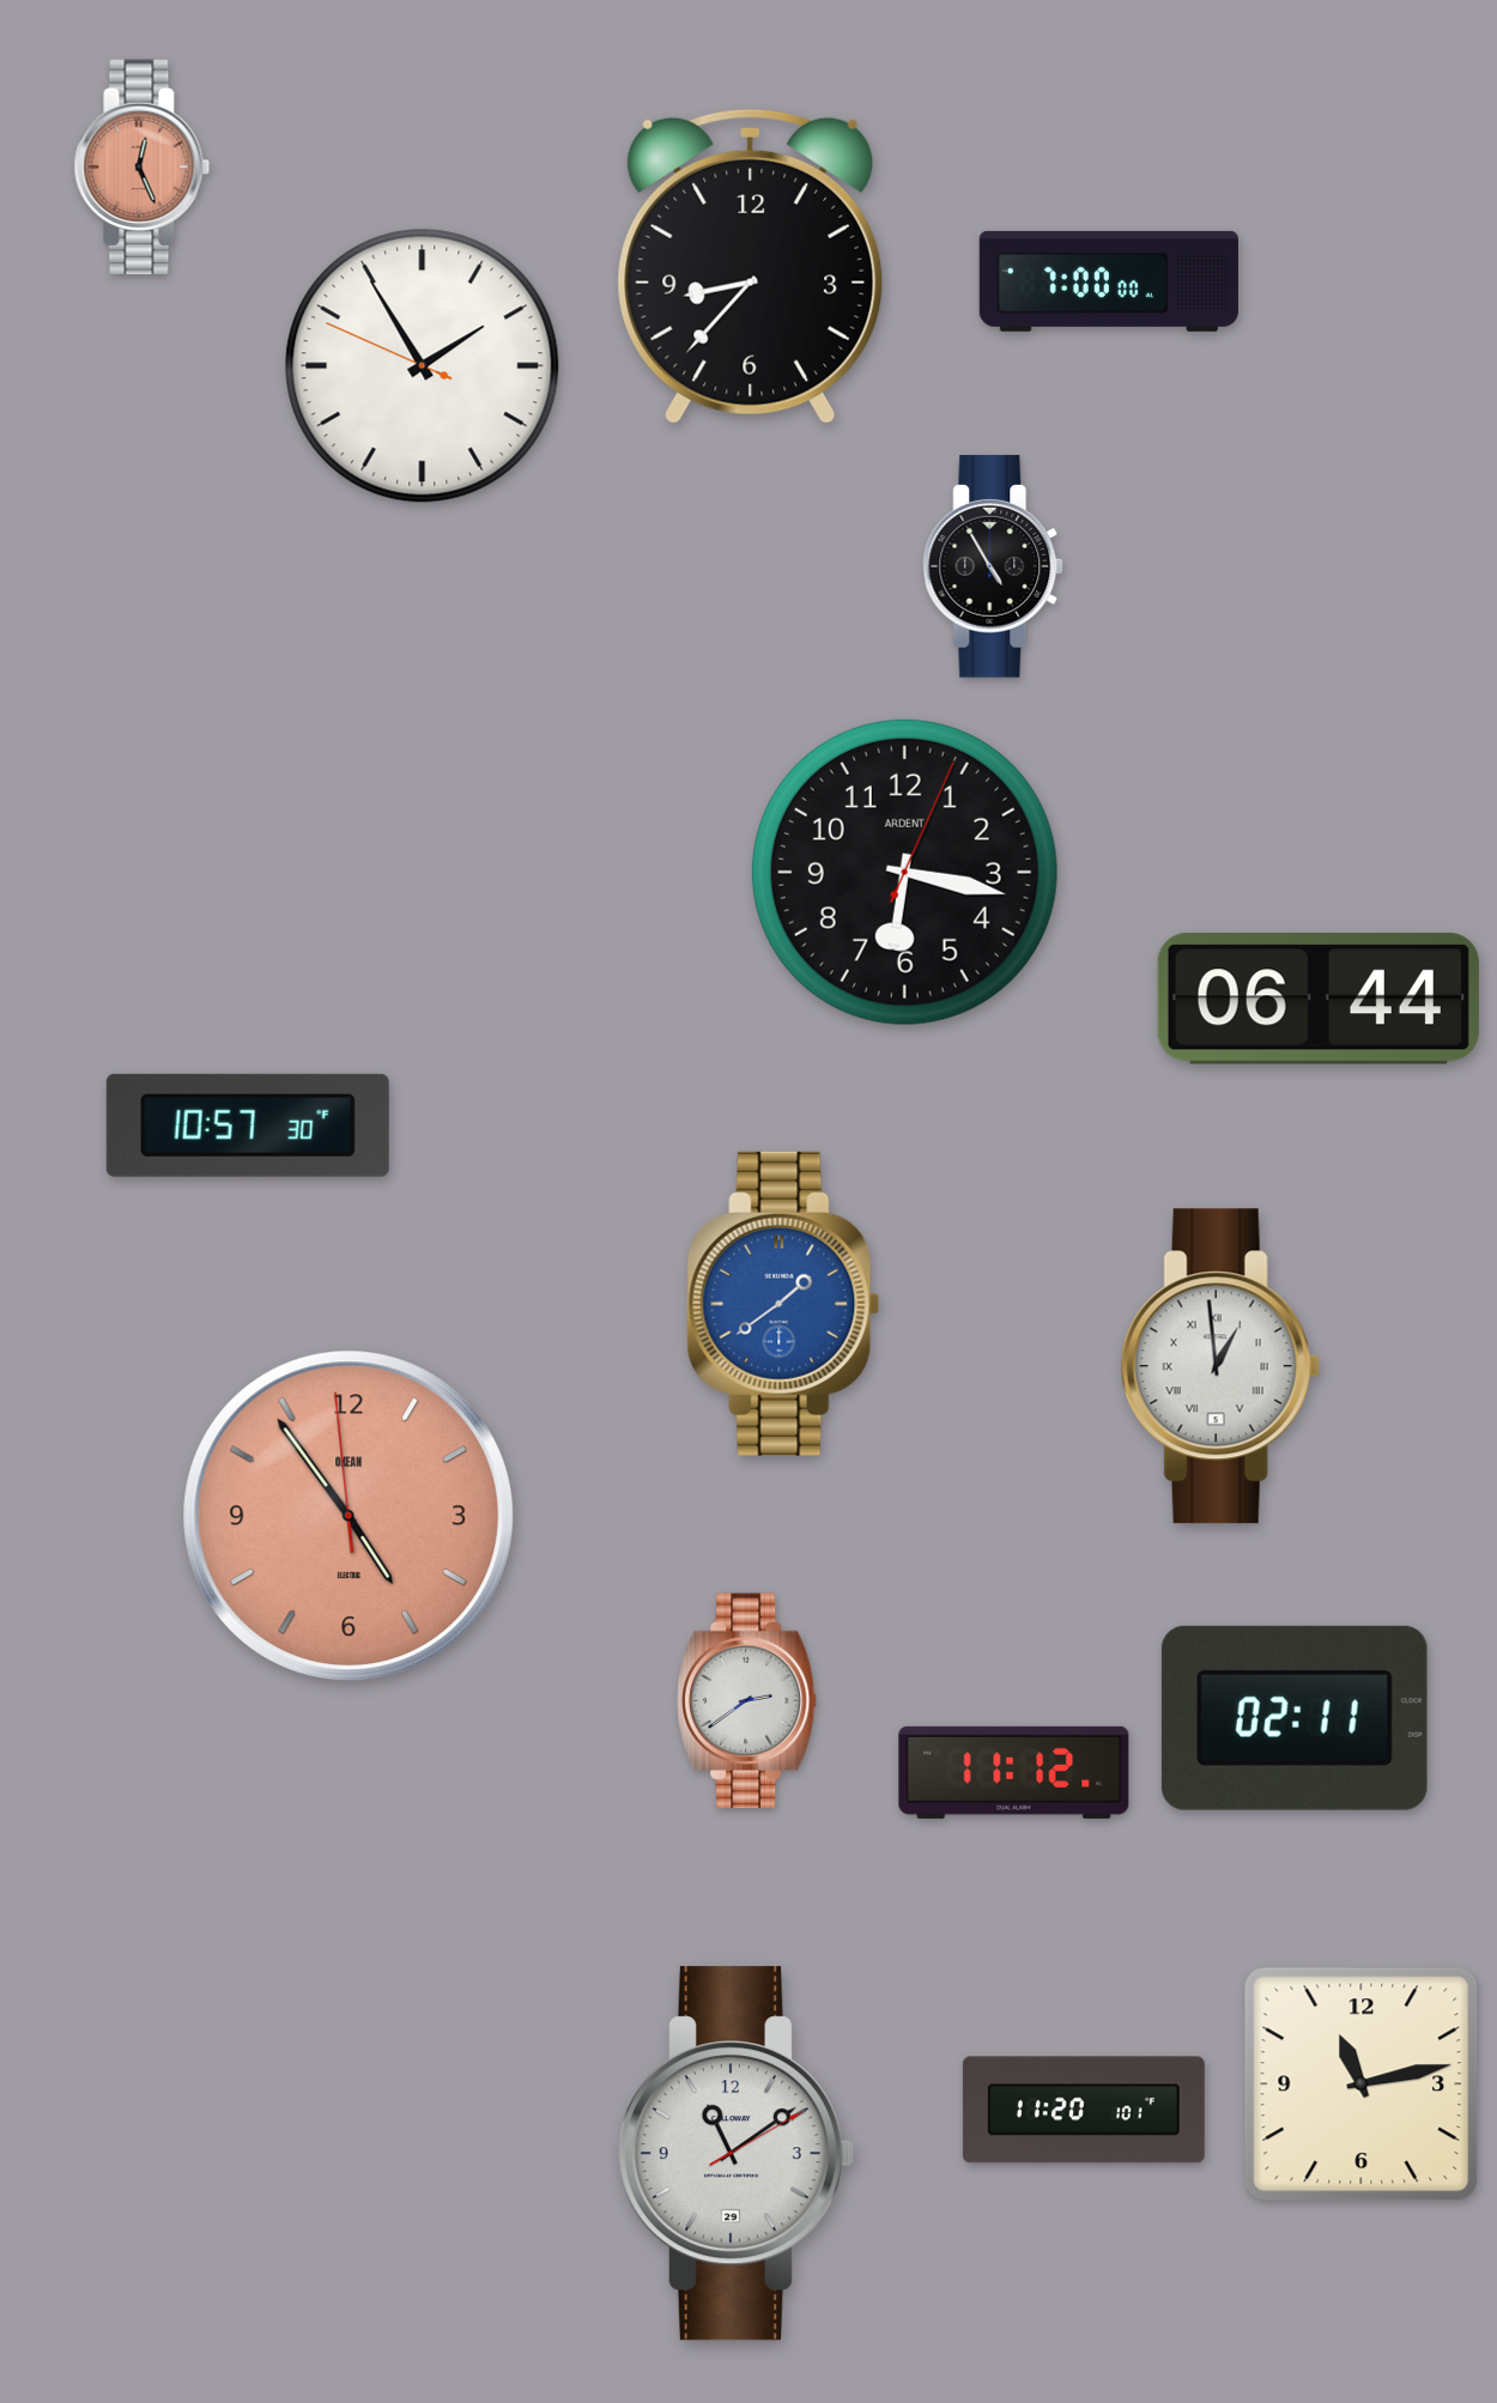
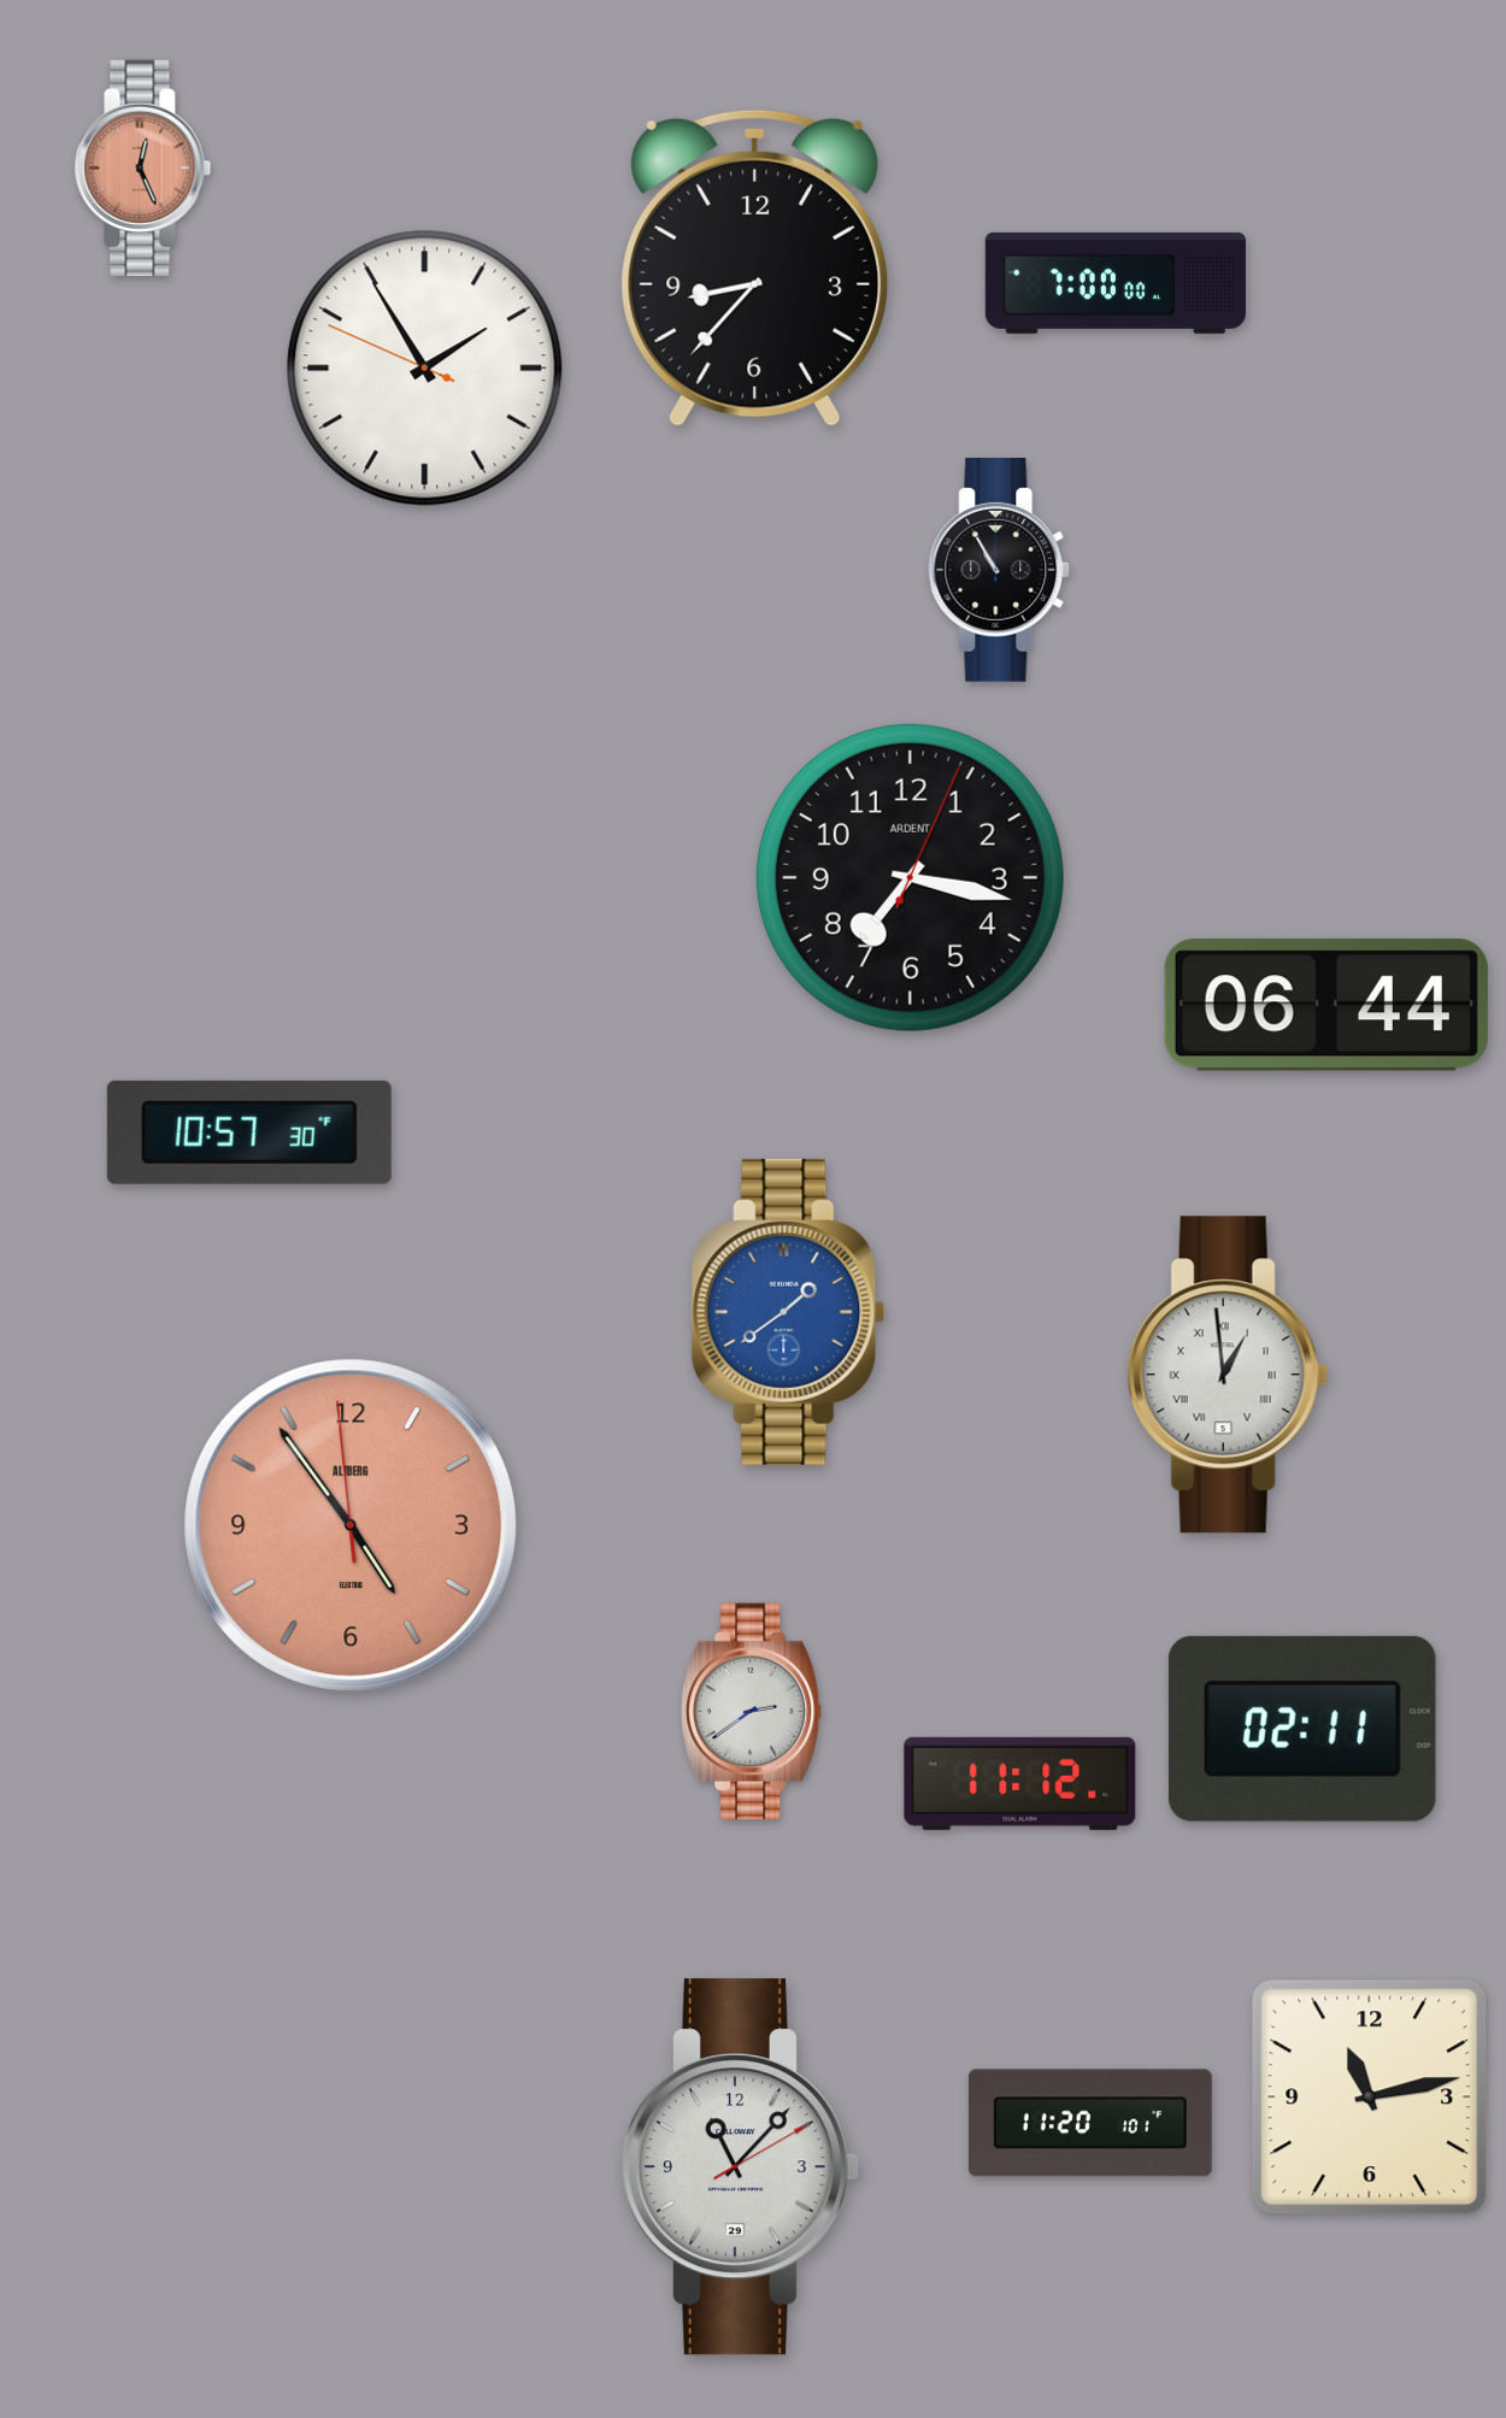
clock at (994, 566): 4:55 -> 10:55
clock at (904, 872): 6:17 -> 7:17
clock at (349, 1516) brand: OKEAN -> ALTBERG
clock at (735, 2154): 11:09 -> 11:07
